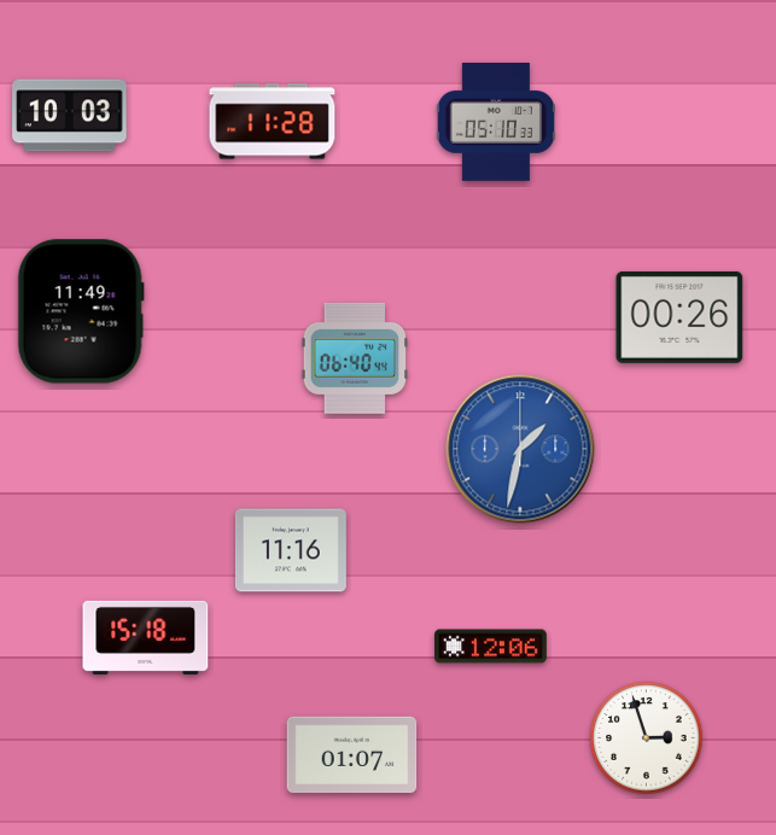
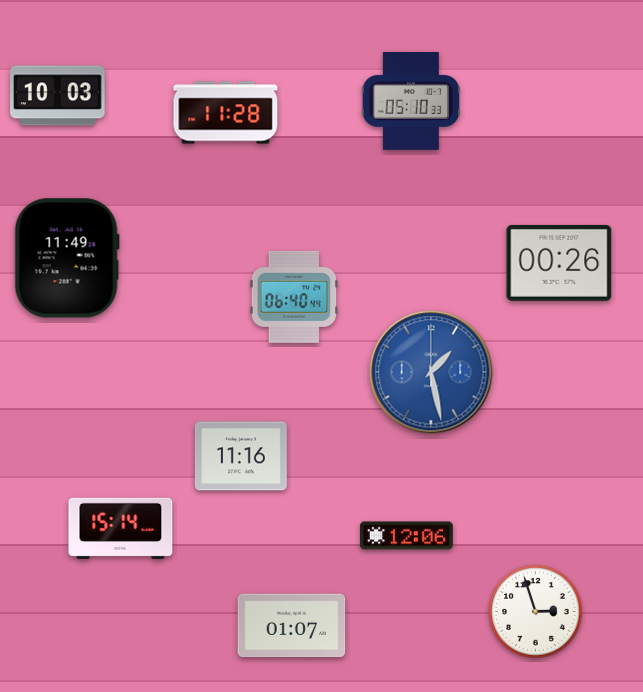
clock at (273, 122) position: (273, 122) -> (226, 113)
clock at (679, 317) position: (679, 317) -> (559, 263)
clock at (520, 449): 1:32 -> 1:28
clock at (146, 637): 15:18 -> 15:14
